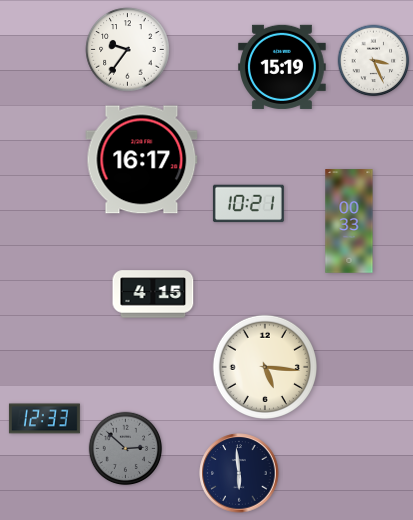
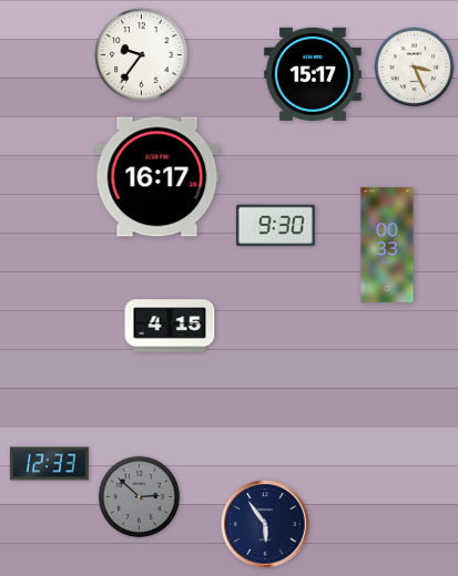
clock at (283, 67): 15:19 -> 15:17
clock at (248, 204): 10:21 -> 9:30
clock at (264, 366): 5:16 -> none
clock at (239, 473): 5:59 -> 5:54
